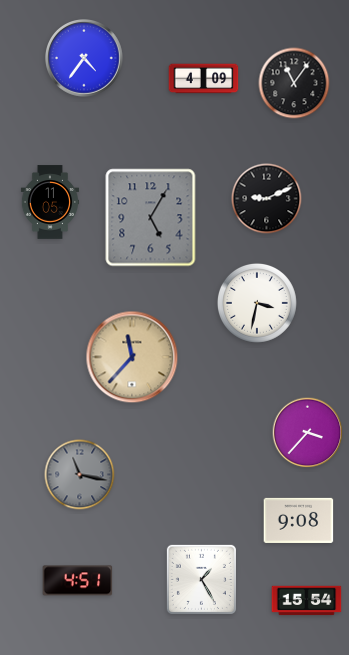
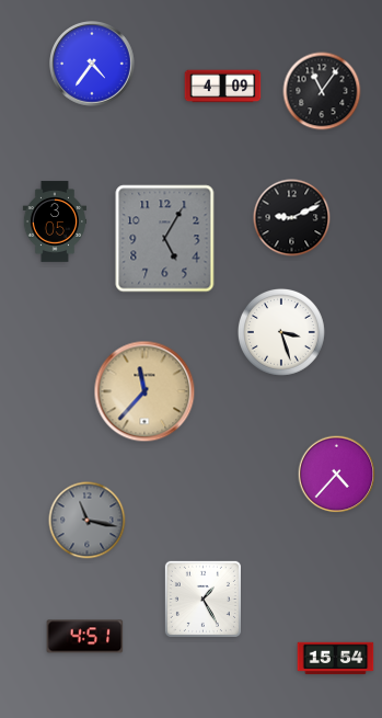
clock at (50, 202): 11:05 -> 3:05
clock at (257, 303): 3:32 -> 3:27
clock at (308, 433): 3:37 -> 4:37
clock at (299, 520): 9:08 -> none
clock at (201, 579) position: (201, 579) -> (202, 599)
